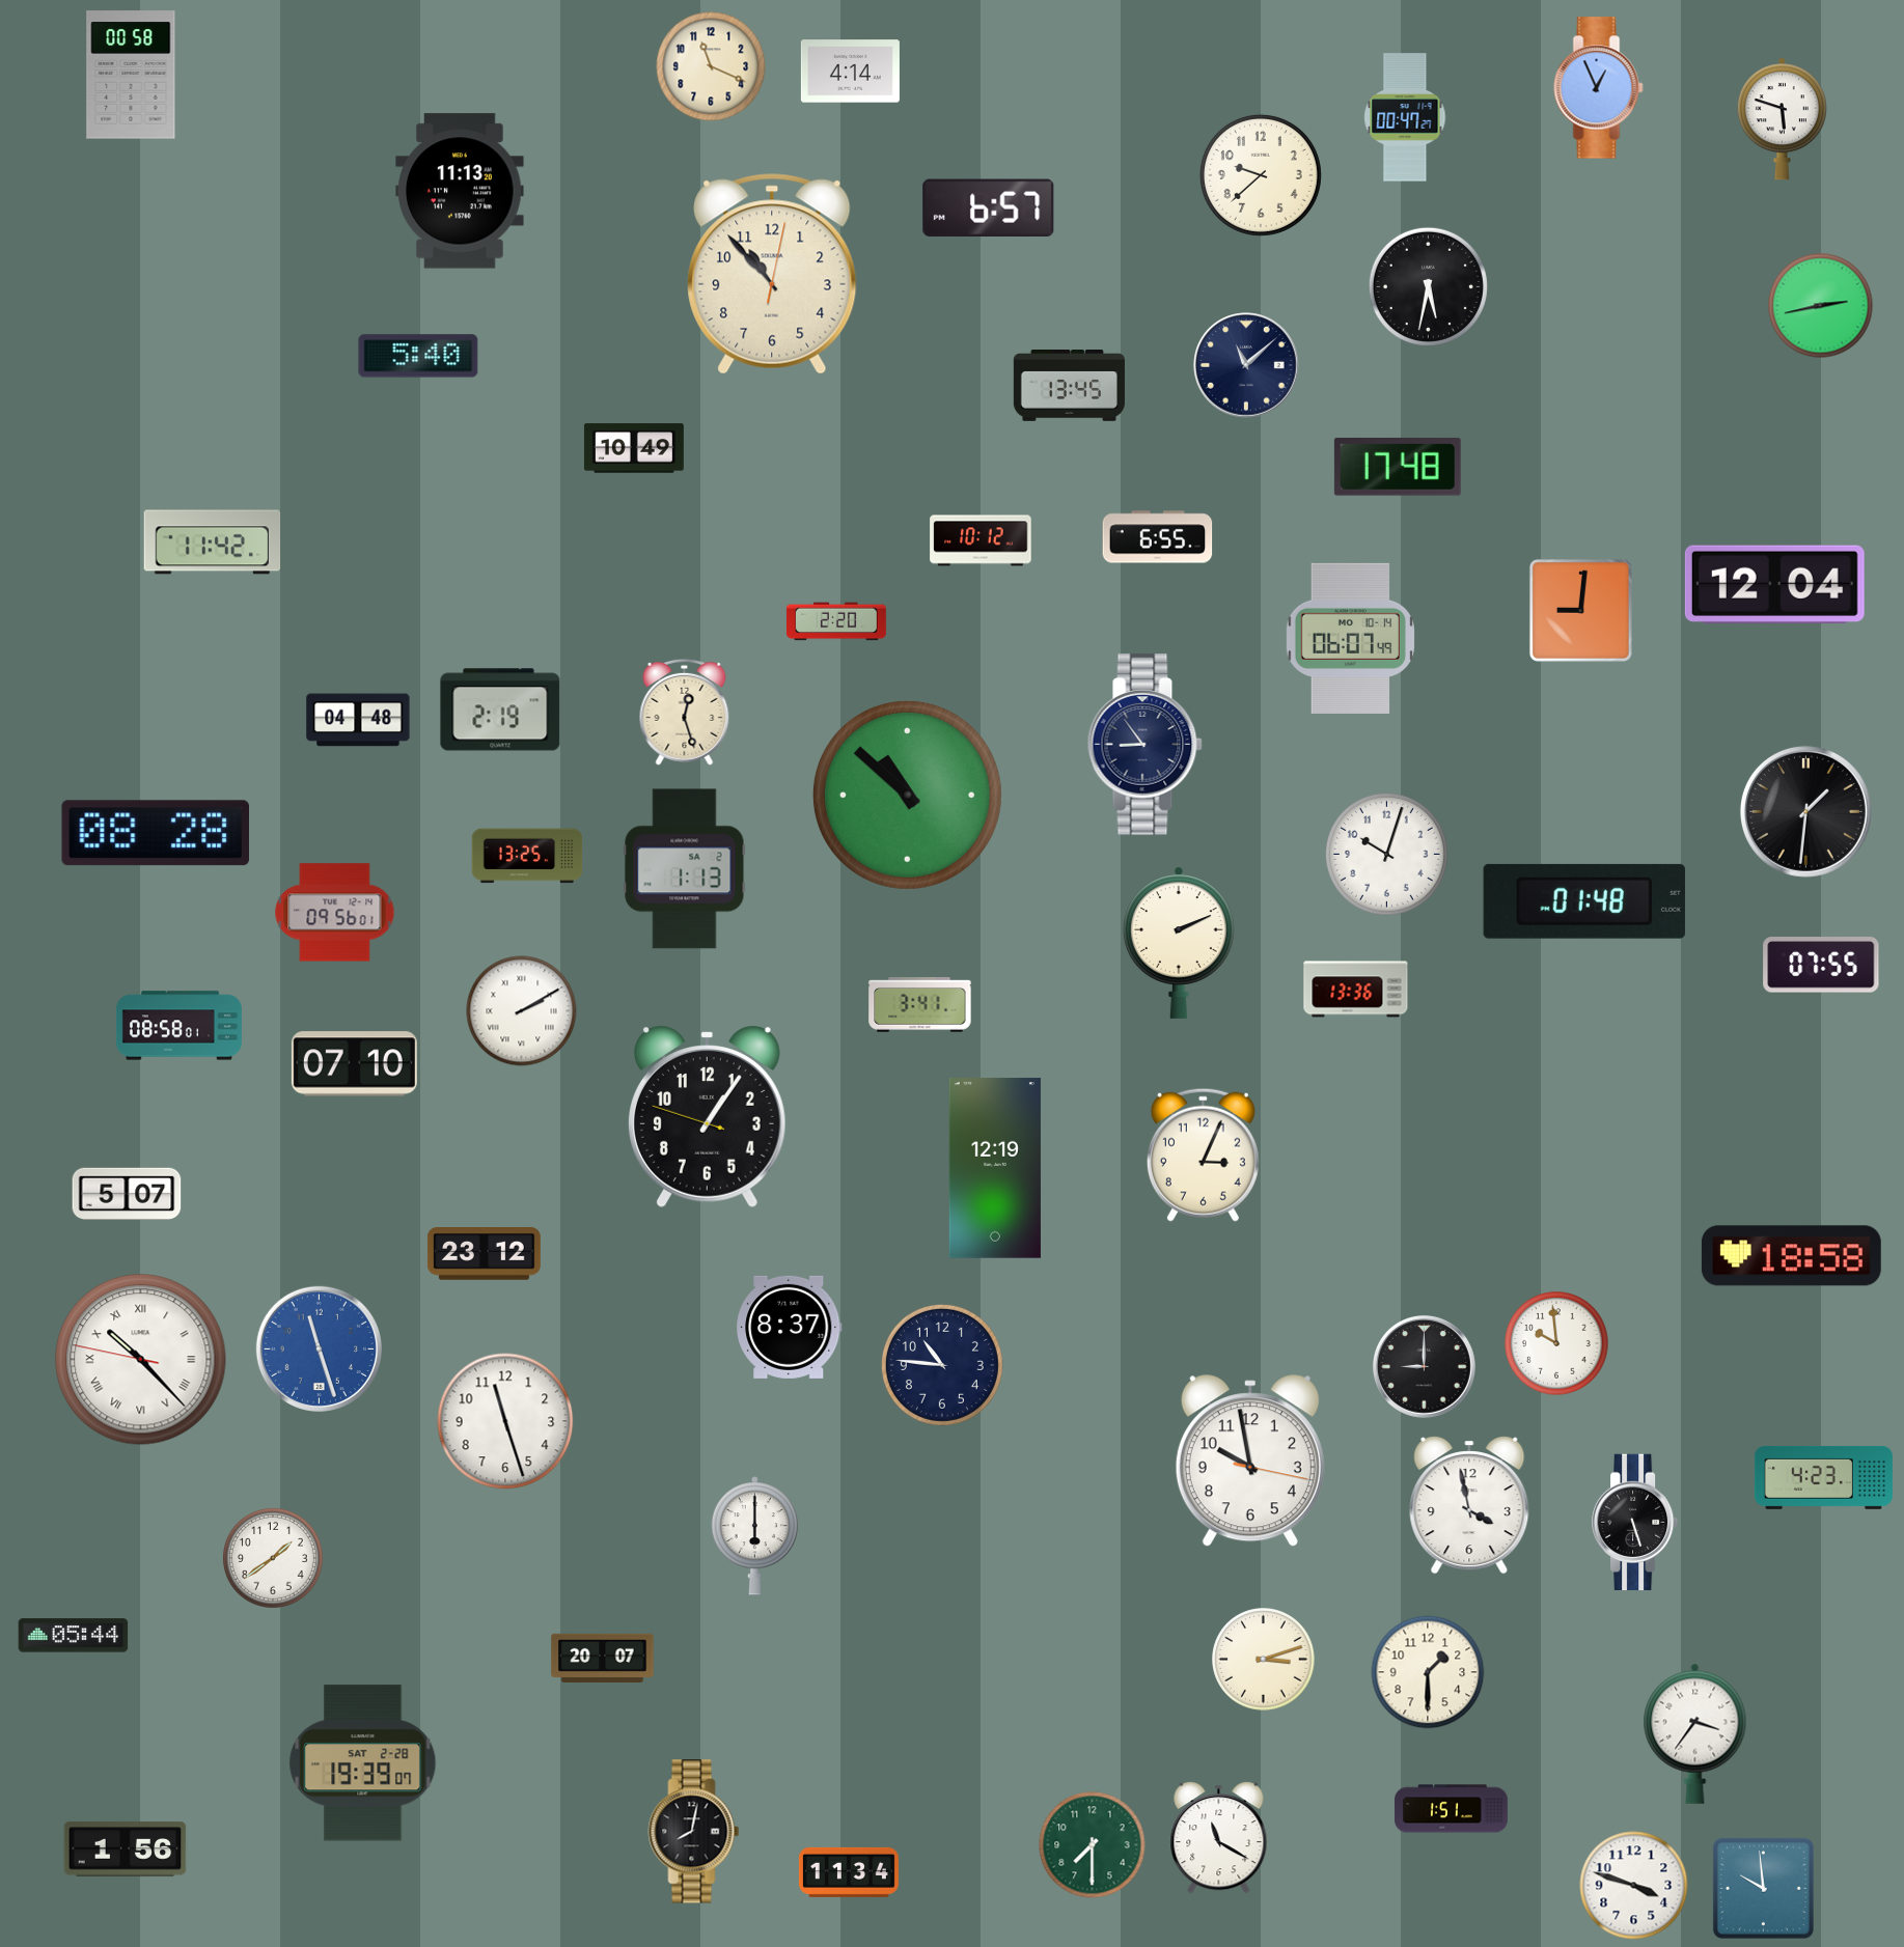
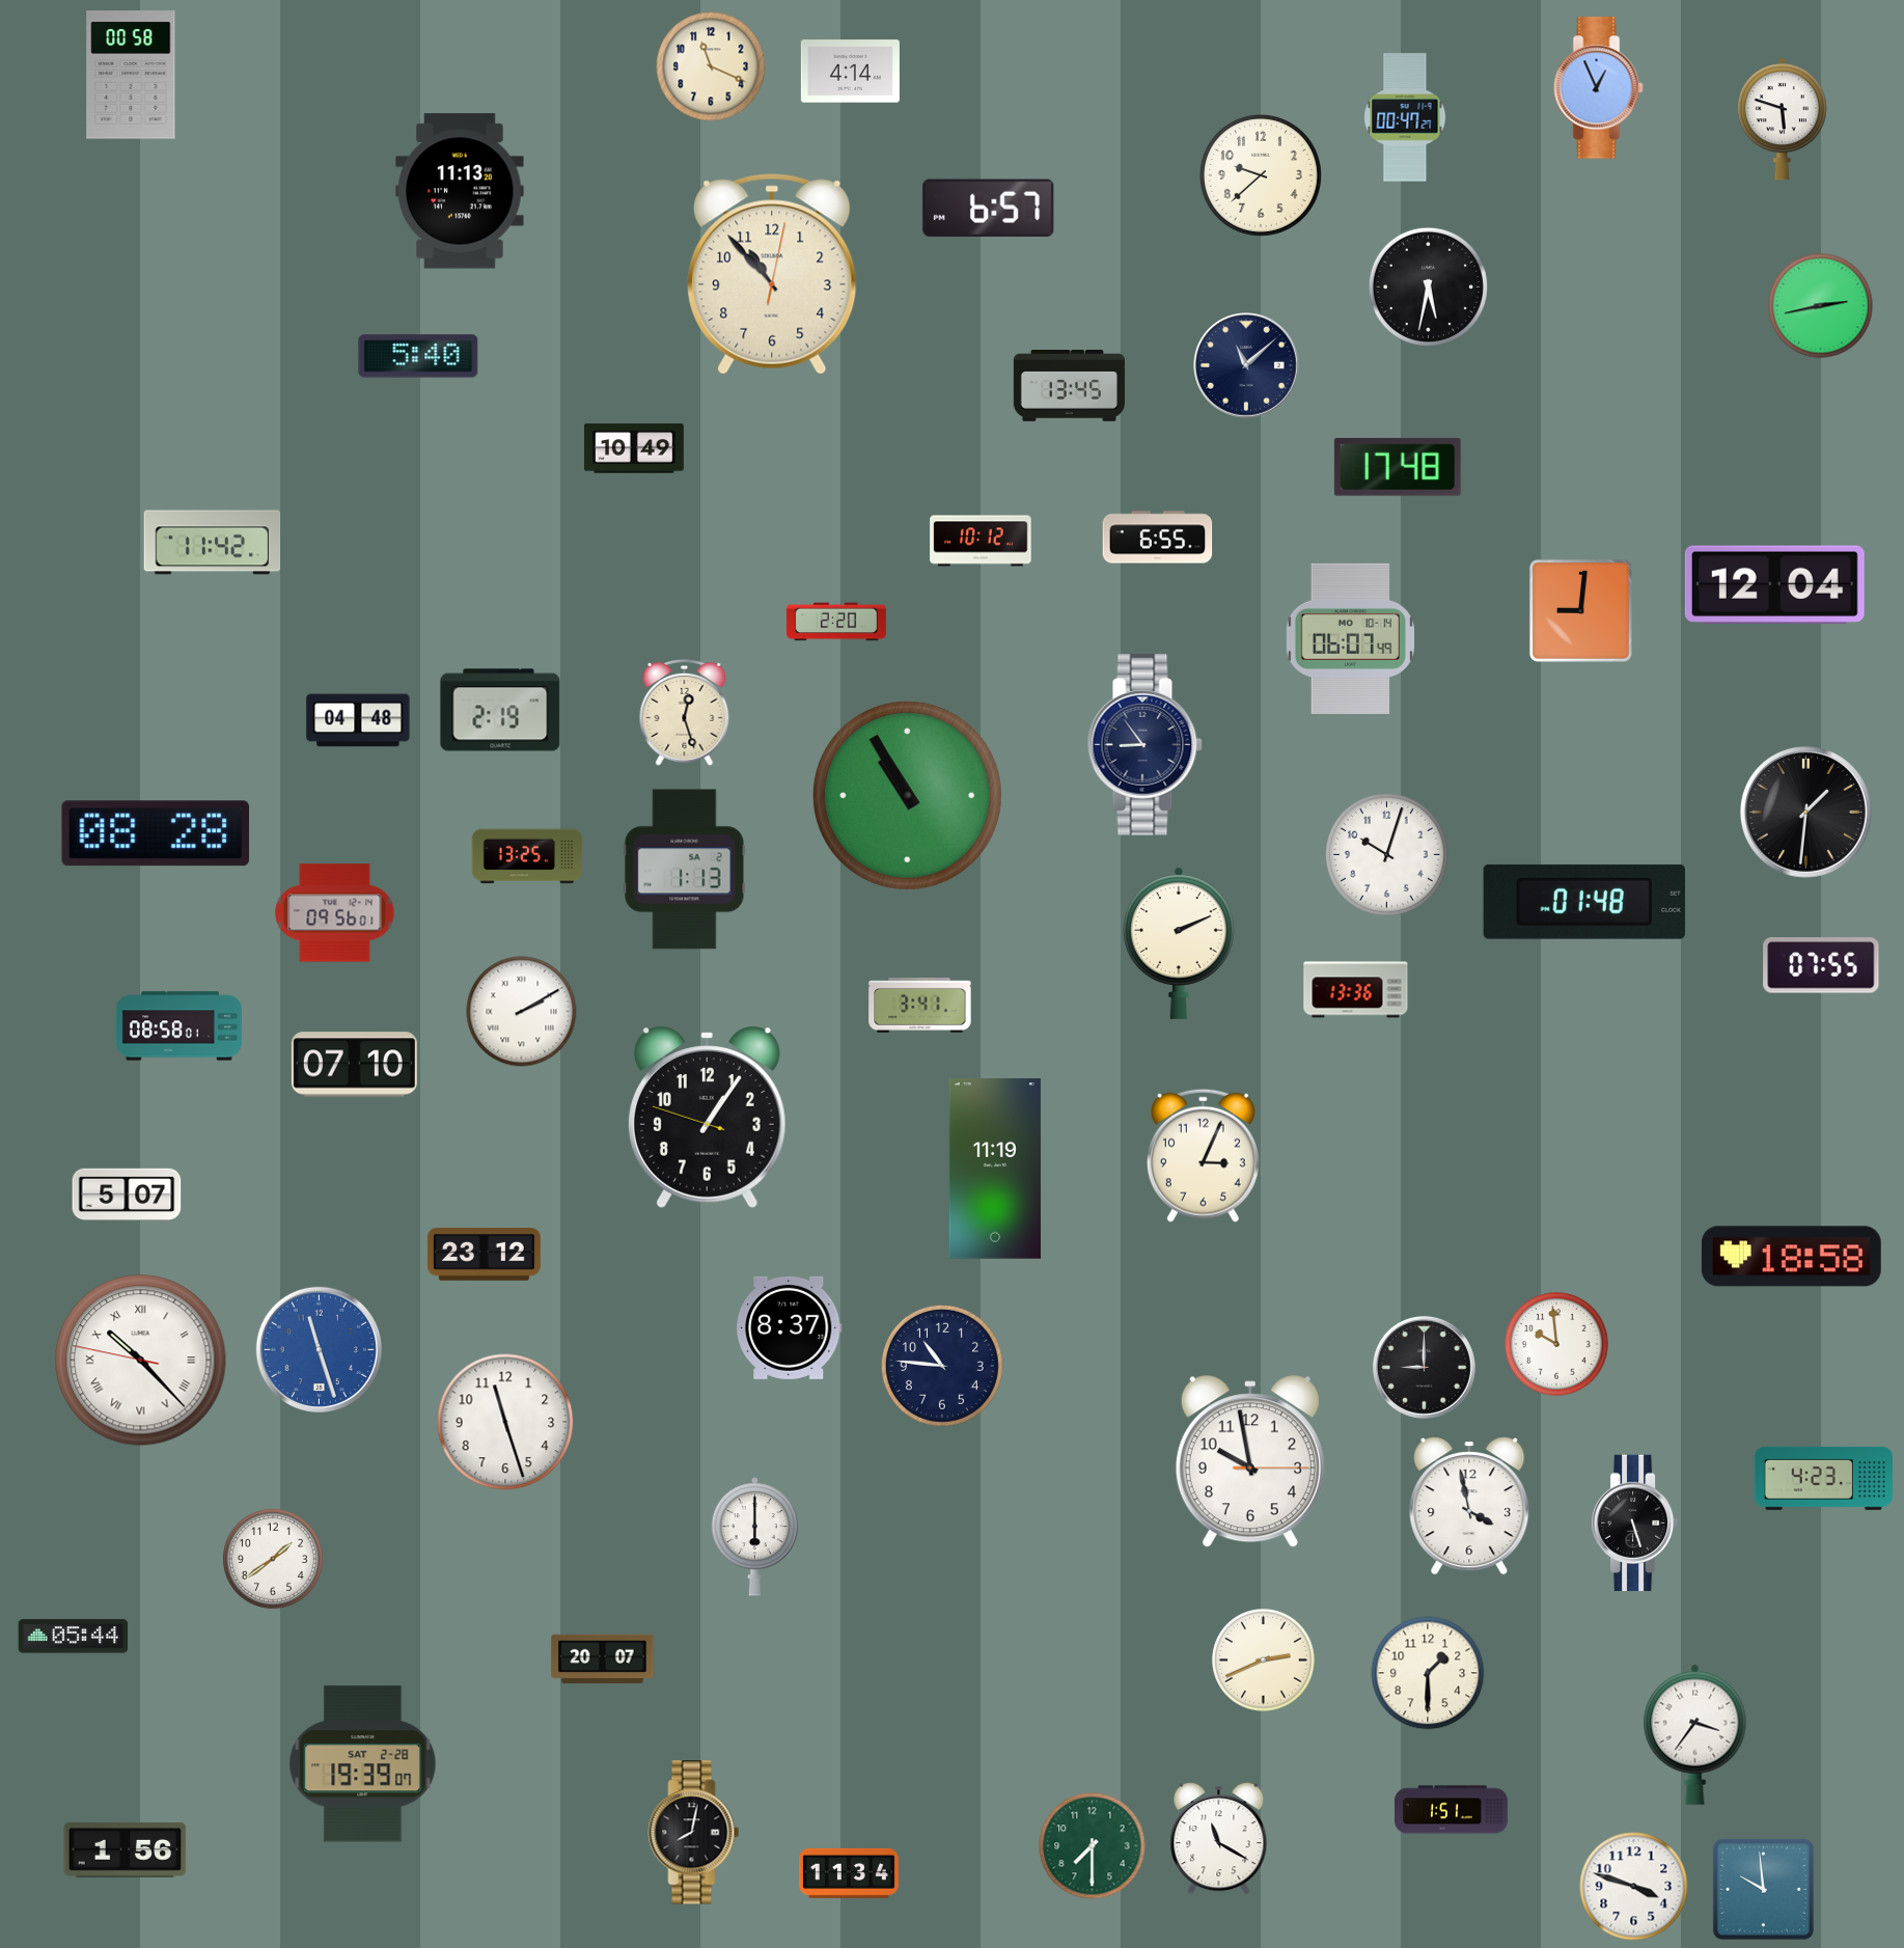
clock at (907, 795): 10:52 -> 10:55
clock at (995, 1168): 12:19 -> 11:19
clock at (1250, 1462): 9:58:17 -> 9:58:15
clock at (1264, 1660): 3:12 -> 2:41
